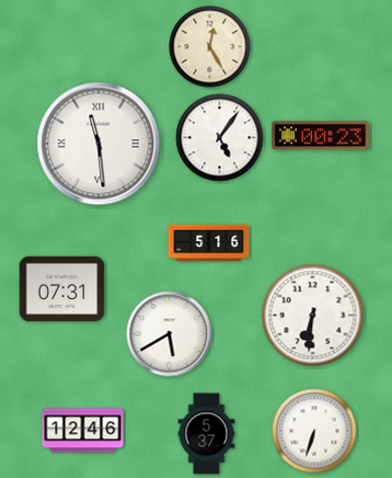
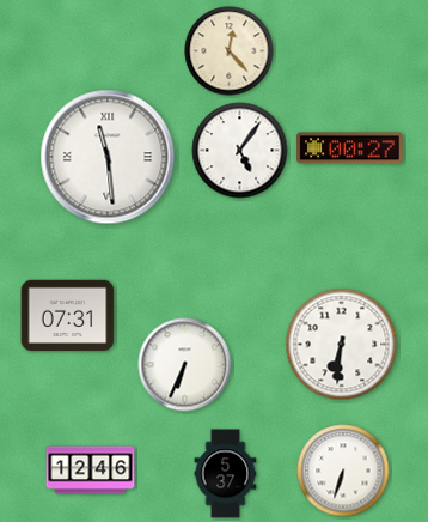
clock at (210, 47): 12:25 -> 12:23
clock at (321, 136): 00:23 -> 00:27
clock at (209, 243): 5:16 -> none
clock at (170, 334): 5:40 -> 6:34
